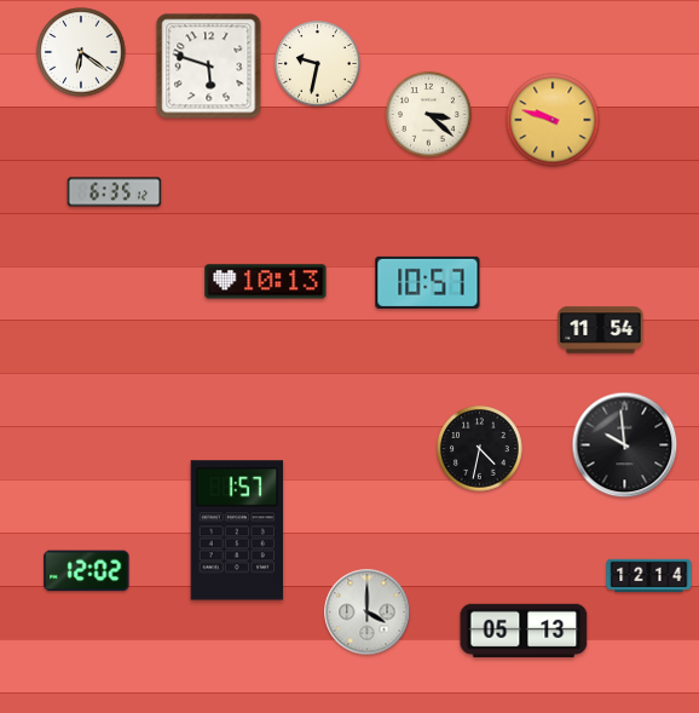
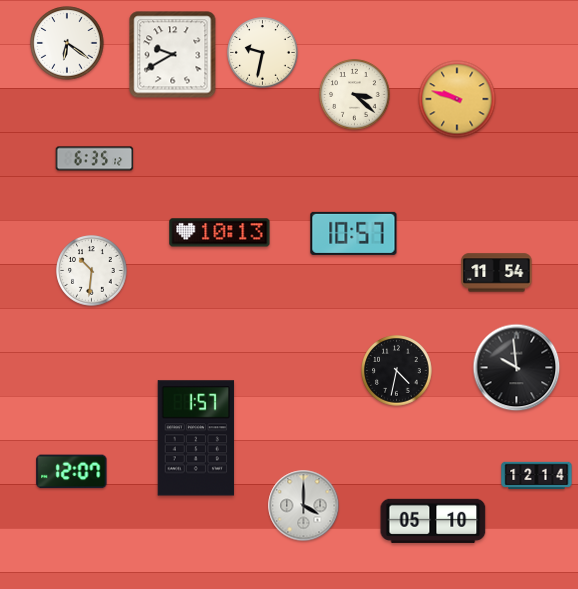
clock at (209, 67): 5:48 -> 9:40
clock at (92, 271): none -> 10:31
clock at (87, 571): 12:02 -> 12:07
clock at (524, 631): 05:13 -> 05:10
